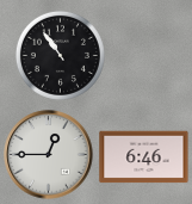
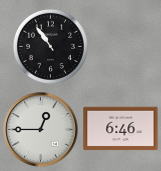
clock at (144, 157) position: (144, 157) -> (121, 129)
